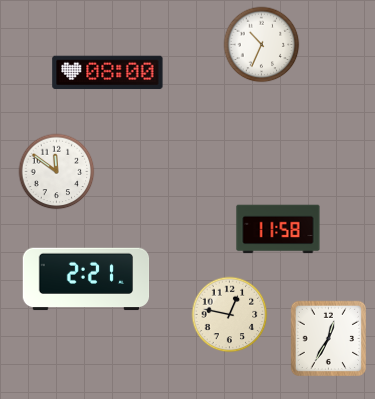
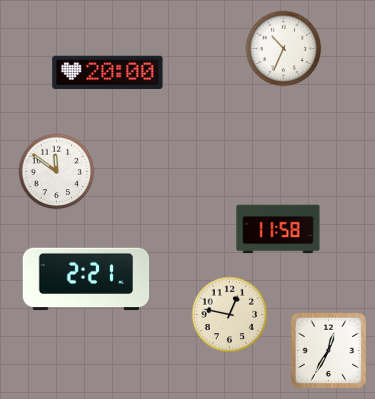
clock at (262, 45) position: (262, 45) -> (284, 49)
clock at (108, 73): 08:00 -> 20:00
clock at (328, 338) position: (328, 338) -> (328, 350)
